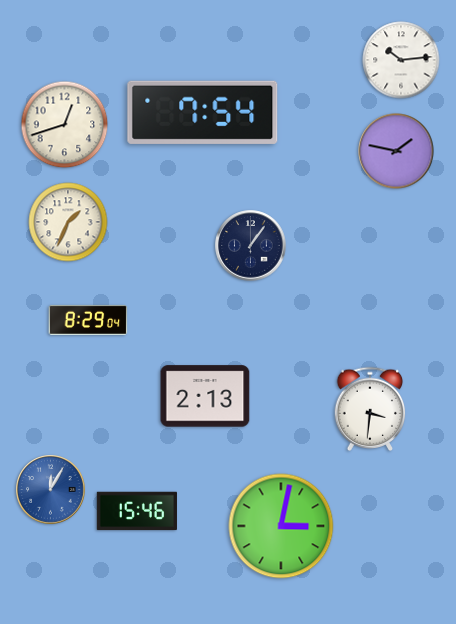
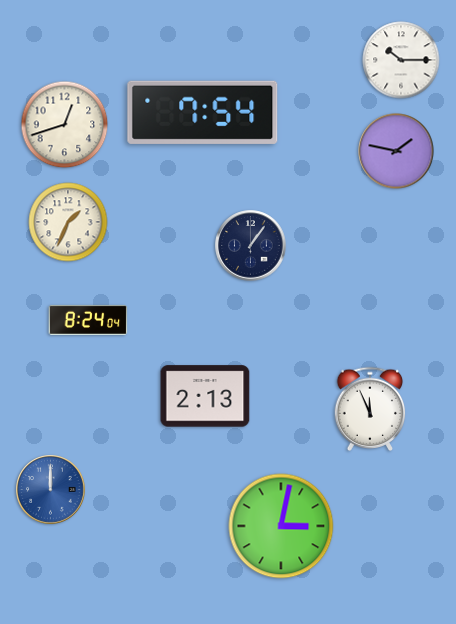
clock at (401, 60): 10:14 -> 10:15
clock at (88, 320): 8:29 -> 8:24
clock at (370, 408): 3:31 -> 11:56
clock at (51, 490): 12:05 -> 12:00
clock at (137, 511): 15:46 -> none
